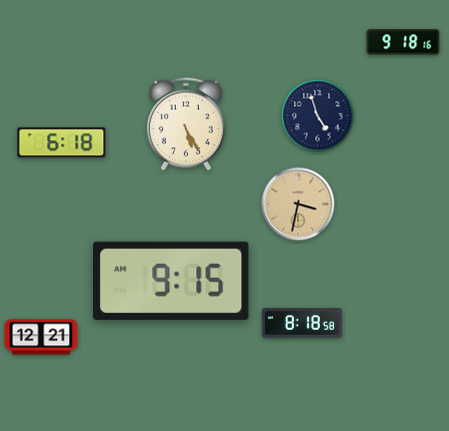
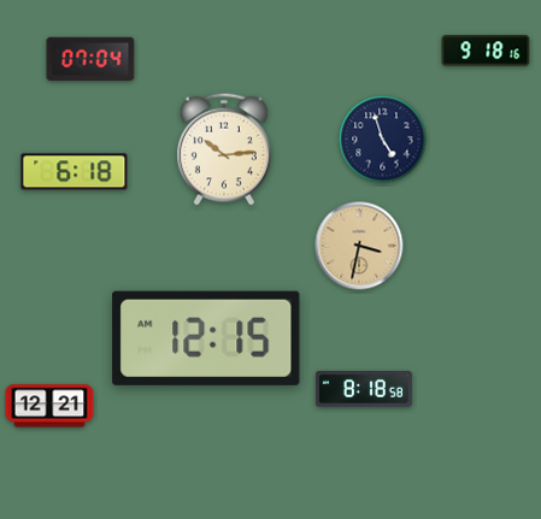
clock at (90, 59): none -> 07:04
clock at (186, 124): 5:25 -> 10:14
clock at (171, 281): 9:15 -> 12:15
